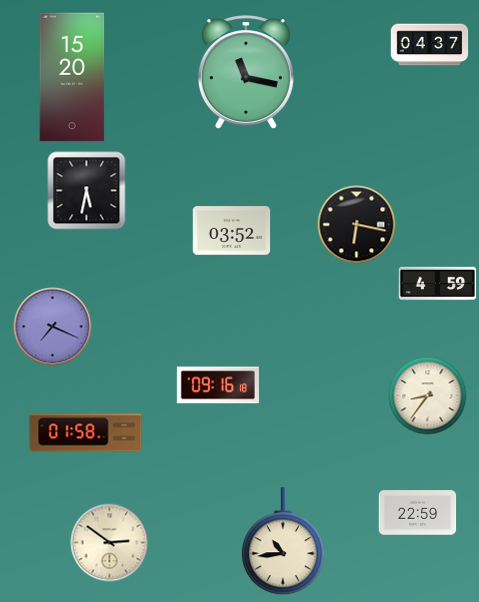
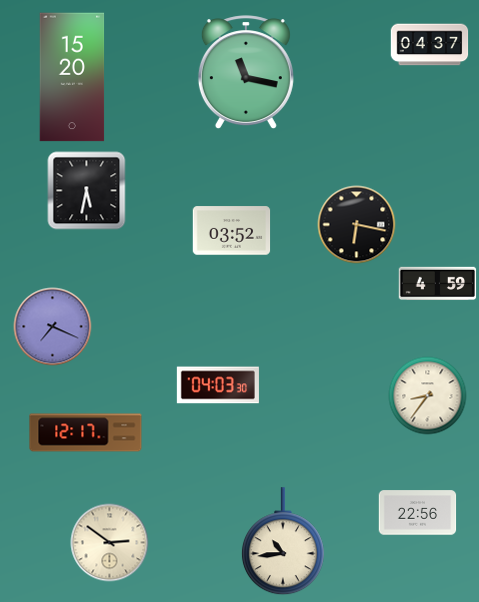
clock at (218, 385): 09:16 -> 04:03
clock at (86, 433): 01:58 -> 12:17
clock at (417, 513): 22:59 -> 22:56
